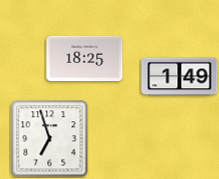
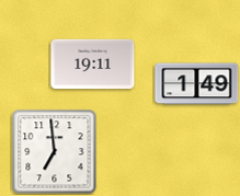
clock at (85, 59): 18:25 -> 19:11
clock at (50, 139): 6:57 -> 6:59
